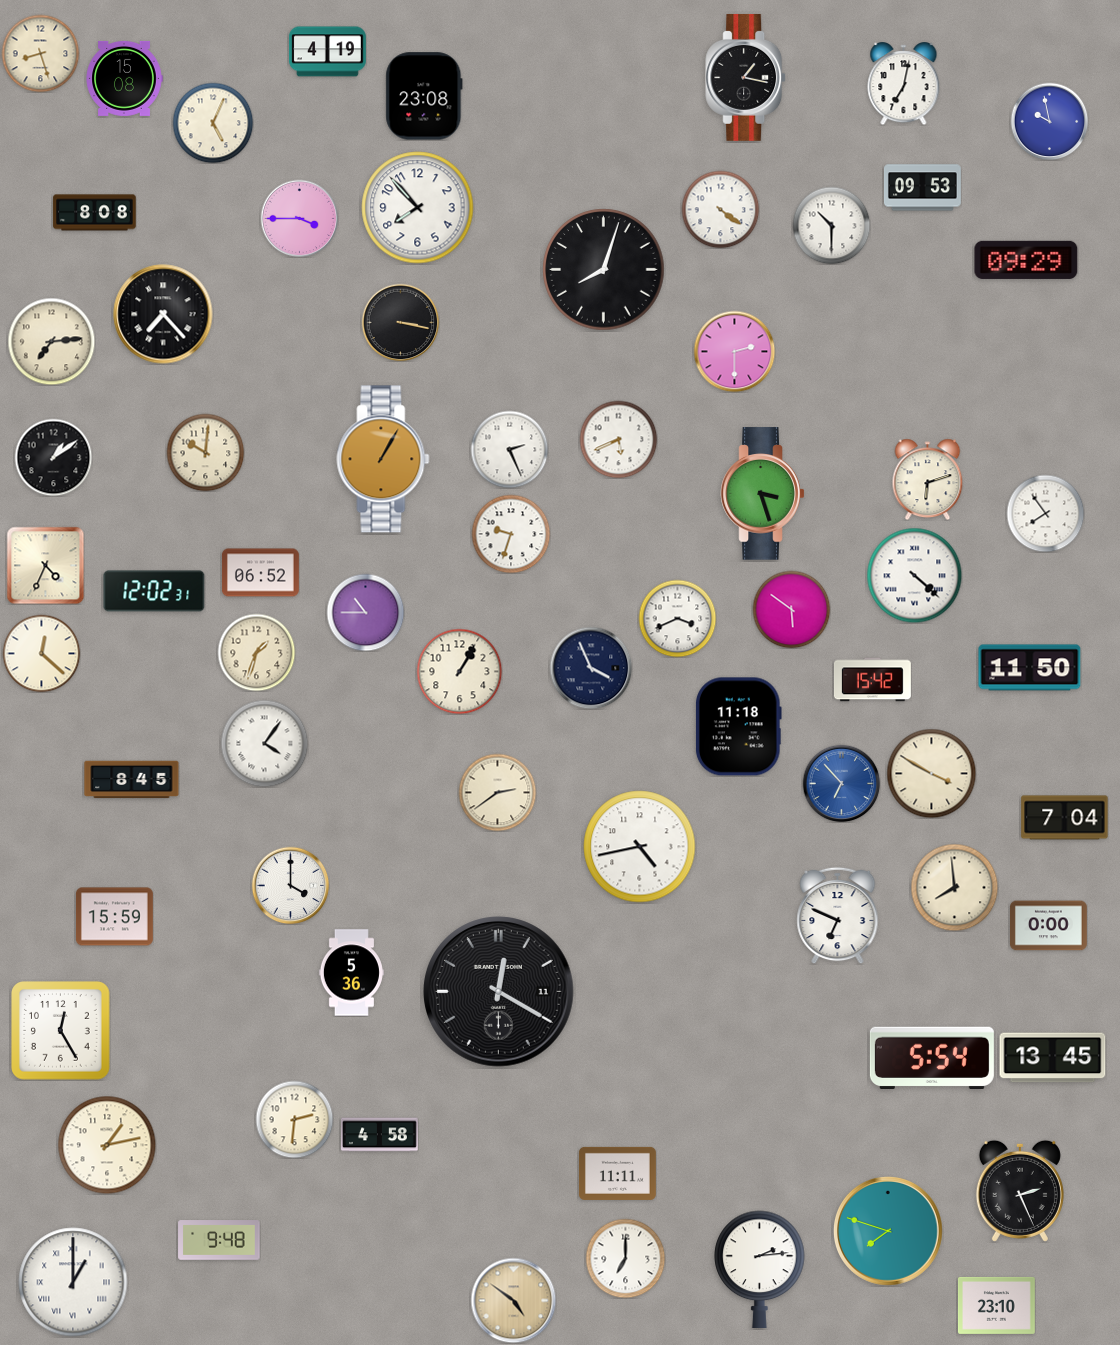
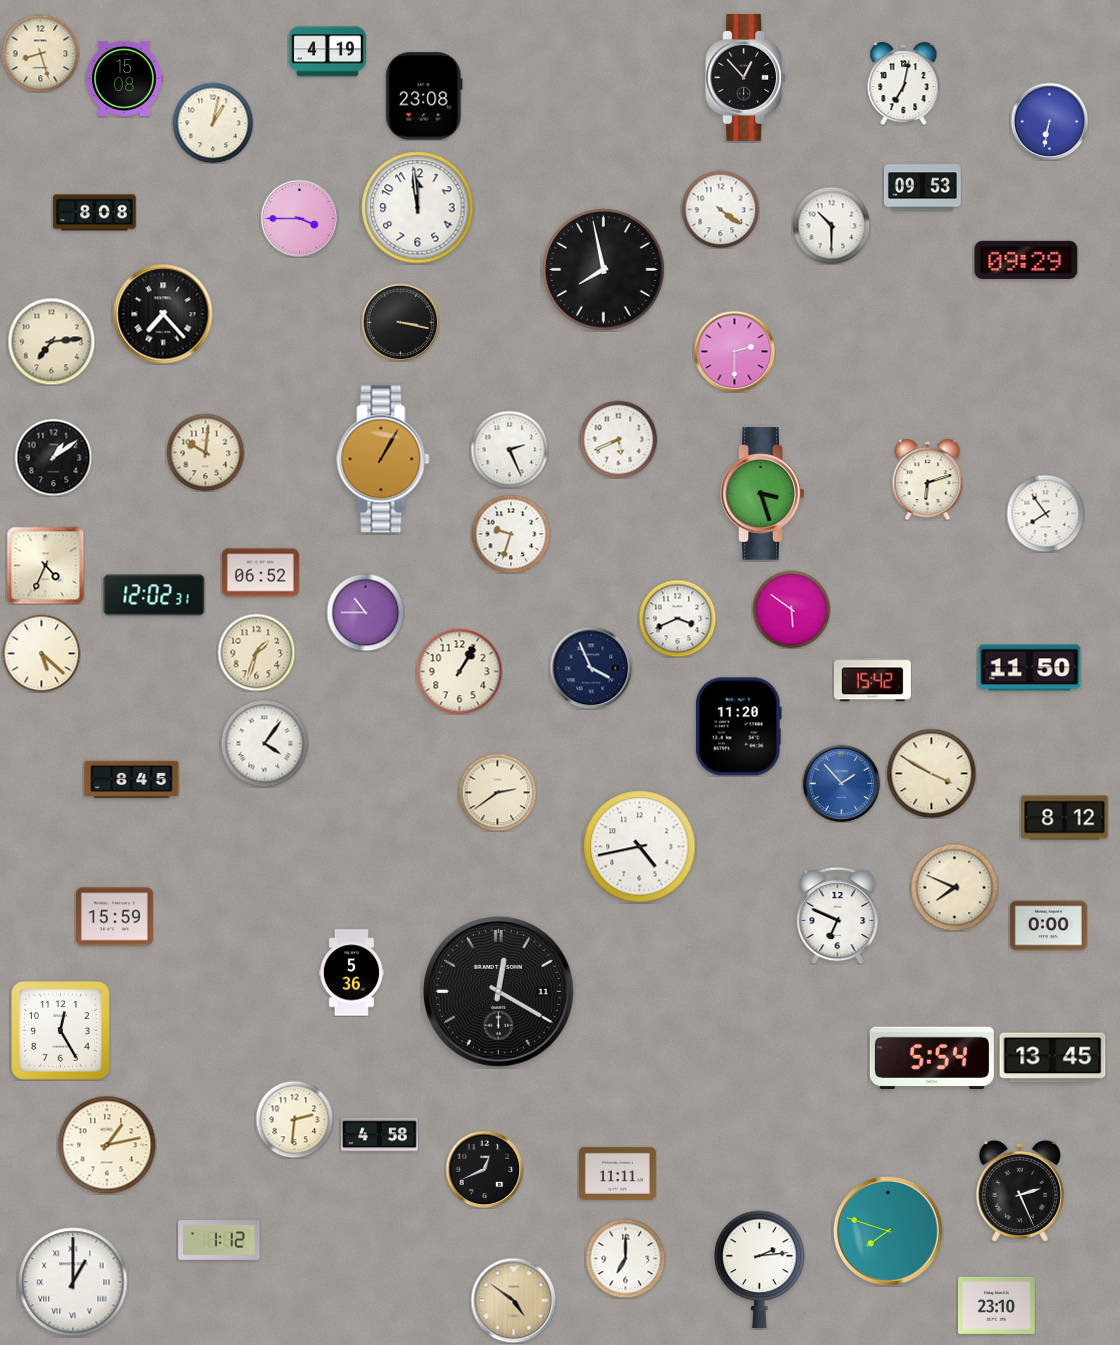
clock at (746, 77): 1:17 -> 12:53
clock at (1049, 121): 9:58 -> 6:32
clock at (213, 123): 5:04 -> 1:02
clock at (418, 208): 7:53 -> 11:59
clock at (604, 270): 8:03 -> 7:58
clock at (914, 575): 4:22 -> none
clock at (154, 591) position: (154, 591) -> (154, 595)
clock at (41, 653): 12:22 -> 5:22
clock at (738, 727): 11:18 -> 11:20
clock at (841, 783): 6:53 -> 1:53
clock at (1065, 818): 7:04 -> 8:12
clock at (290, 885): 4:00 -> none
clock at (954, 887): 7:59 -> 7:49
clock at (484, 1169): none -> 12:41
clock at (219, 1240): 9:48 -> 1:12
